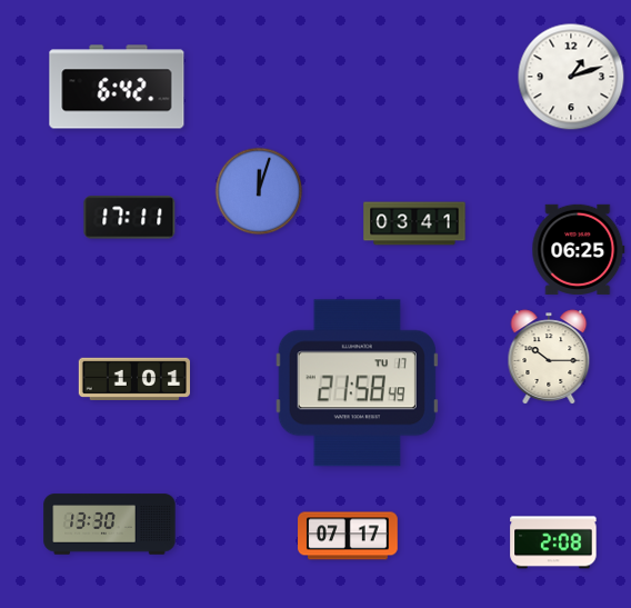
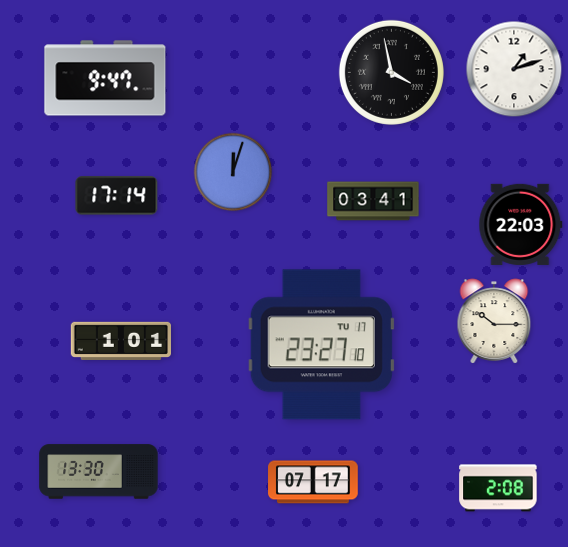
clock at (391, 72): none -> 3:58
clock at (117, 87): 6:42 -> 9:47
clock at (130, 218): 17:11 -> 17:14
clock at (579, 249): 06:25 -> 22:03
clock at (357, 383): 21:58 -> 23:27
